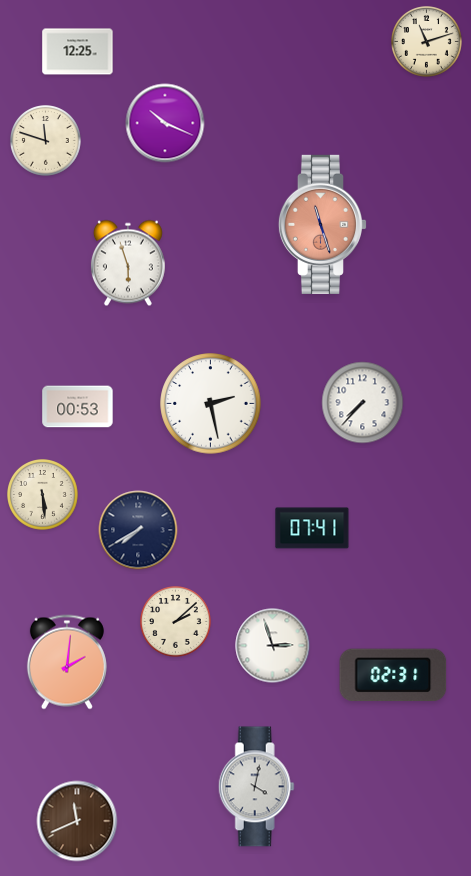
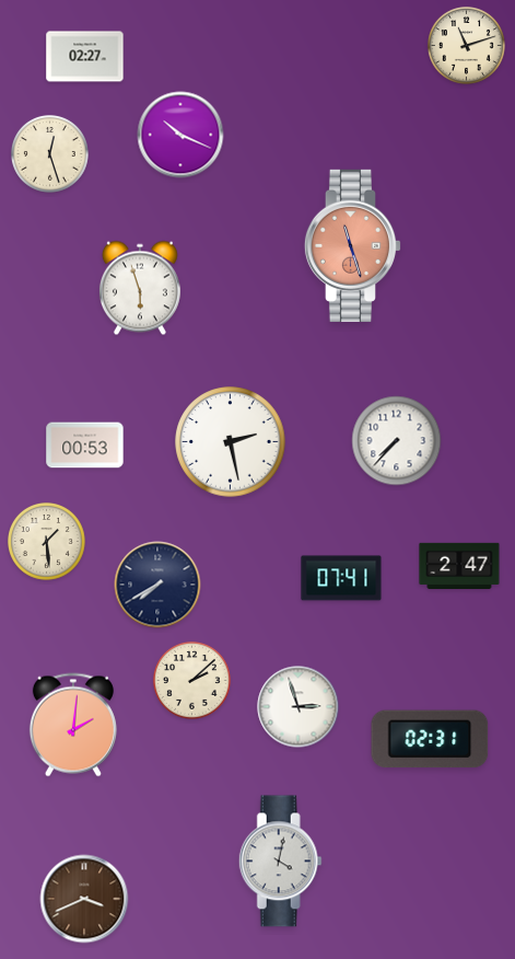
clock at (78, 52): 12:25 -> 02:27
clock at (46, 141): 11:48 -> 12:27
clock at (43, 495): 5:29 -> 1:29
clock at (459, 565): none -> 2:47
clock at (138, 530) position: (138, 530) -> (157, 585)
clock at (77, 821): 11:41 -> 3:41
